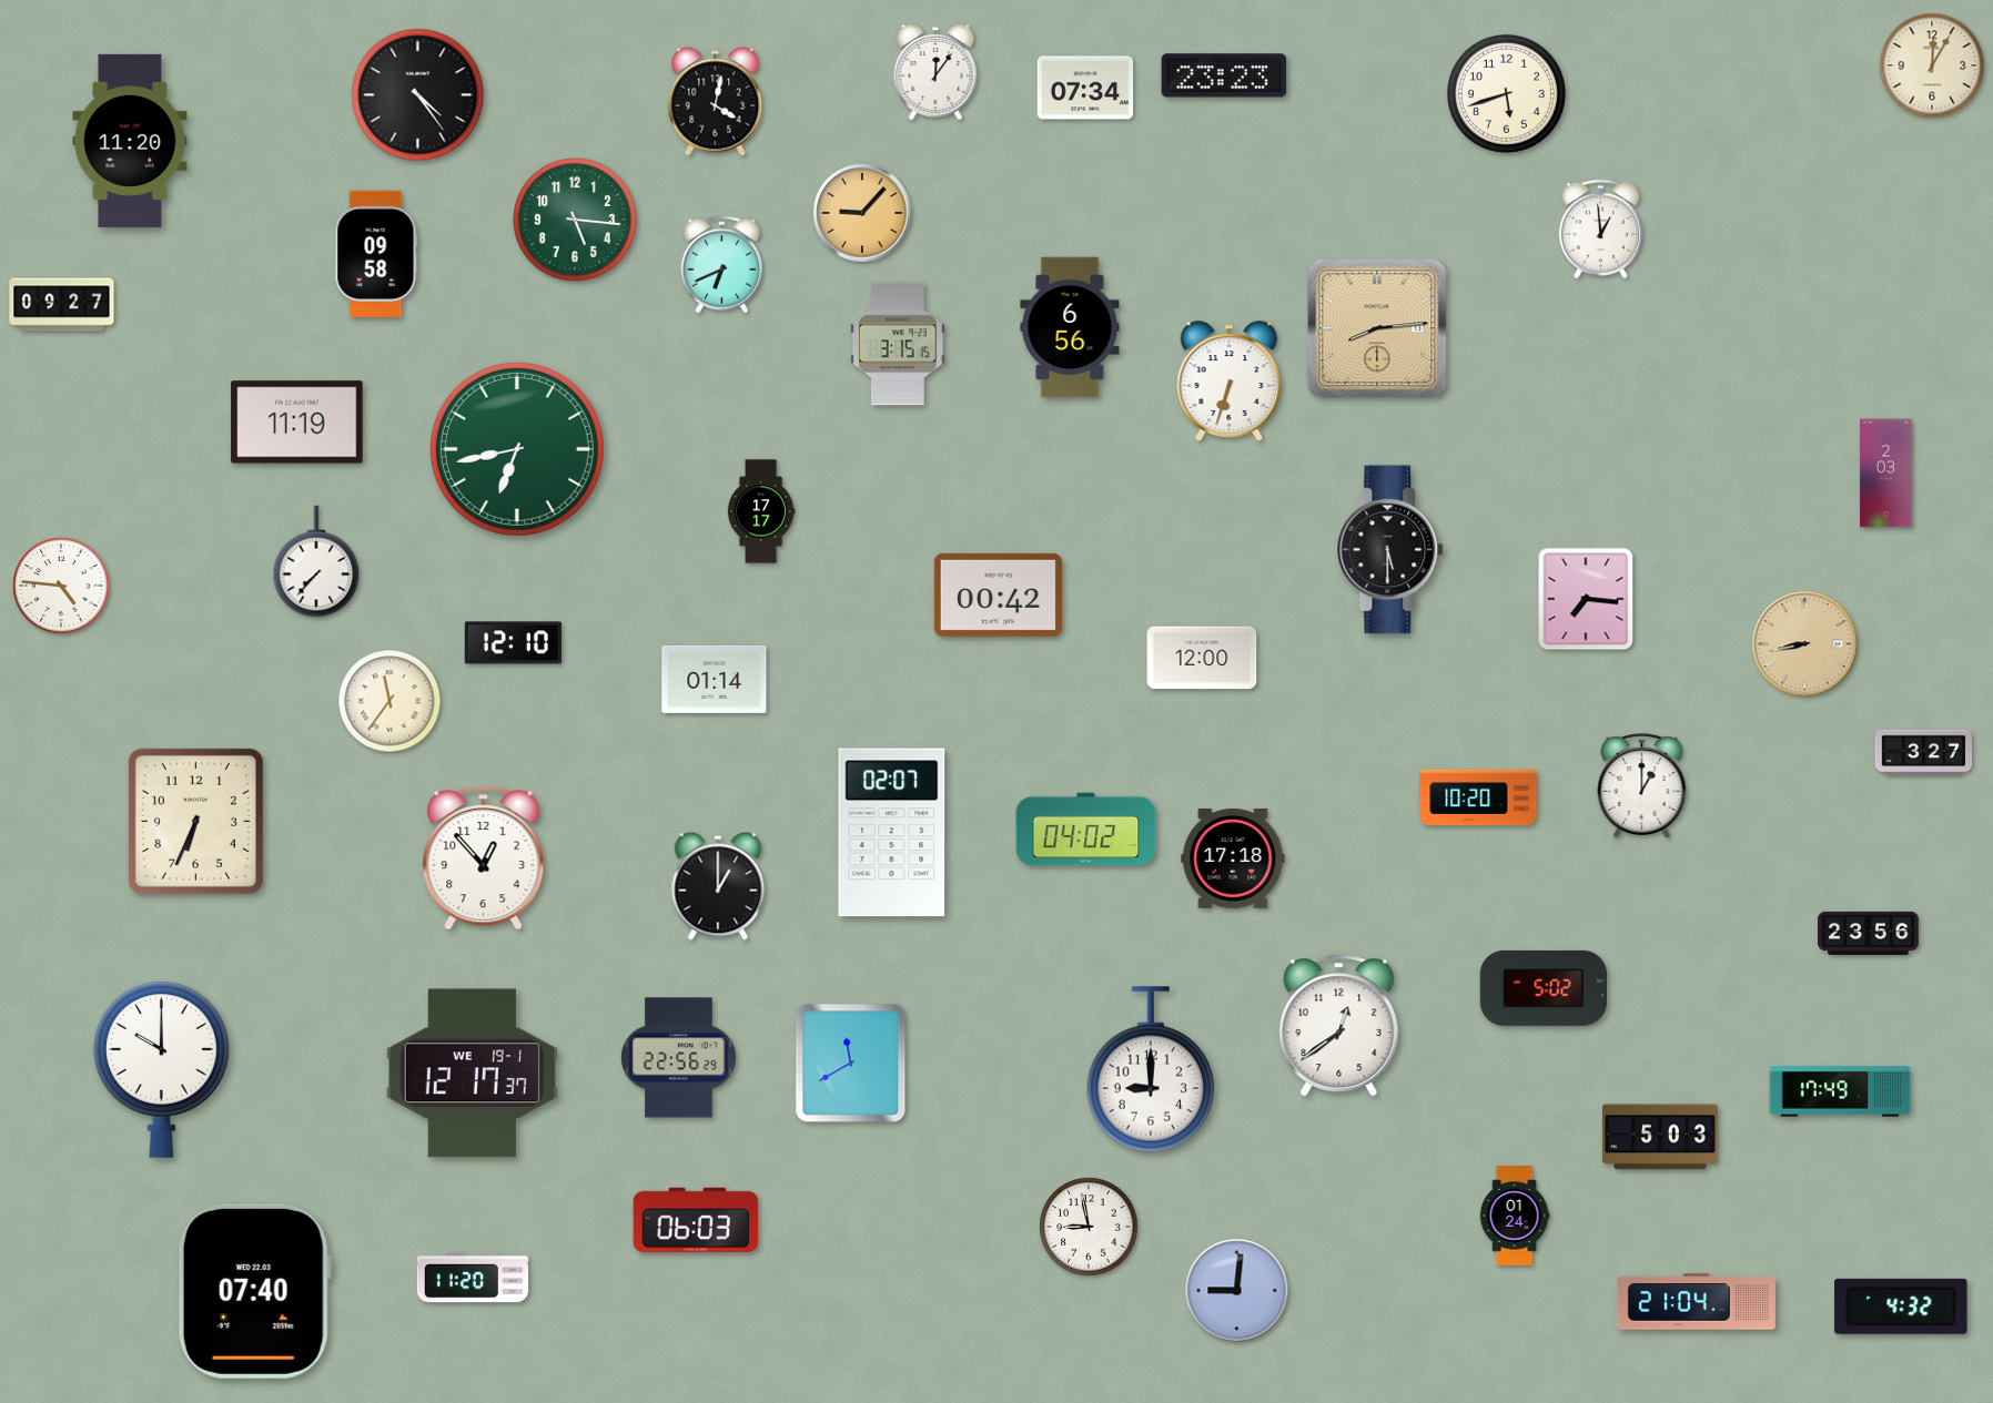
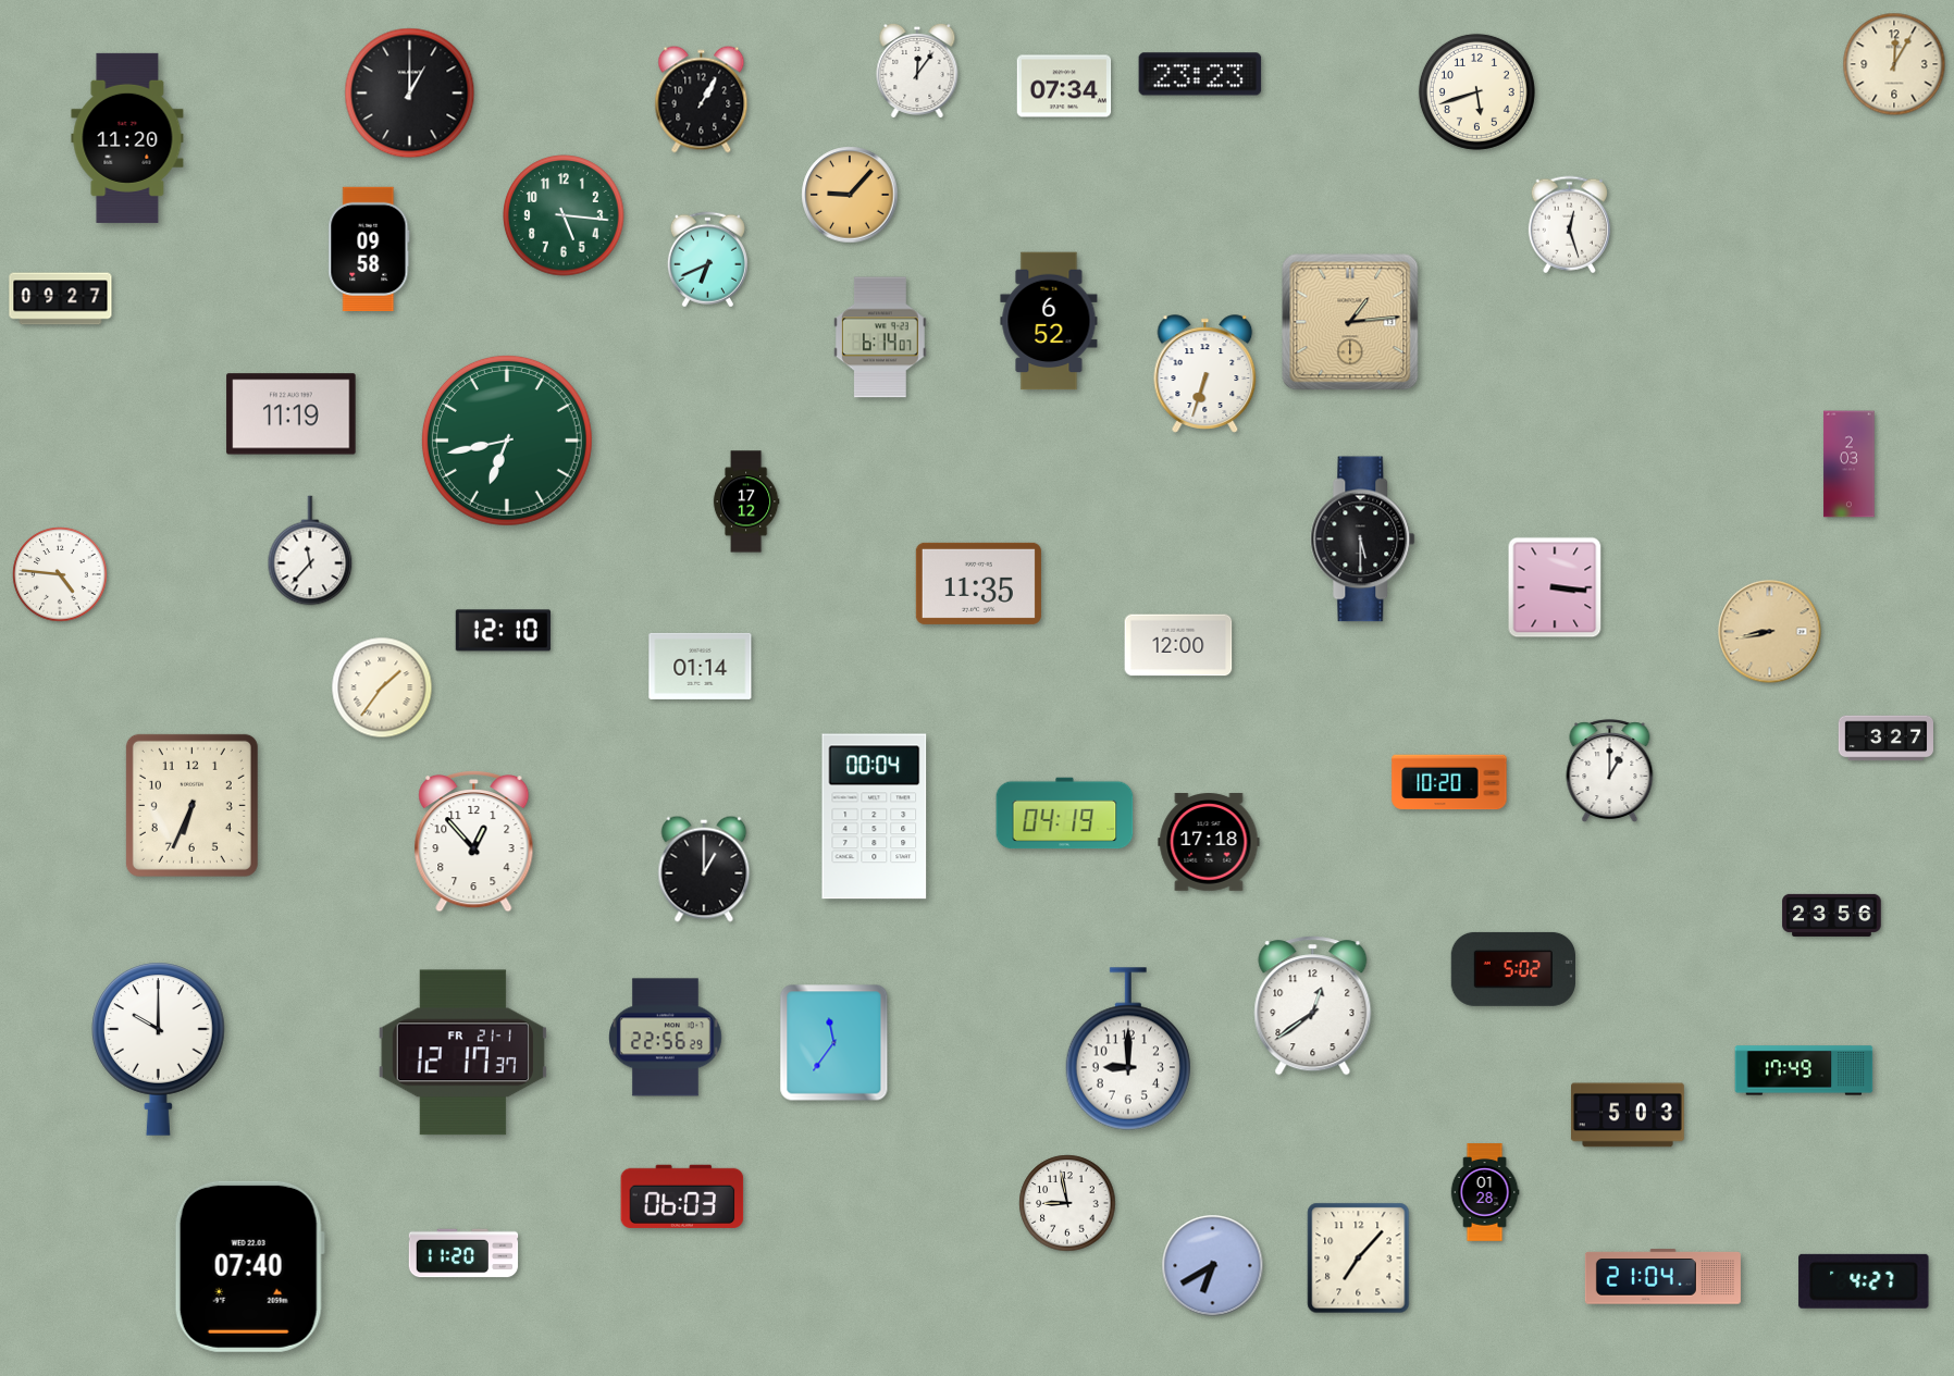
clock at (418, 95): 4:24 -> 1:00
clock at (716, 102): 4:02 -> 1:05
clock at (862, 213) position: (862, 213) -> (850, 195)
clock at (1600, 230): 12:59 -> 12:27
clock at (1070, 327): 6:56 -> 6:52
clock at (1377, 328): 8:14 -> 1:14
clock at (898, 344): 3:15 -> 6:14
clock at (761, 511): 17:17 -> 17:12
clock at (316, 561): 7:37 -> 11:37
clock at (998, 594): 00:42 -> 11:35
clock at (1586, 599): 7:16 -> 3:16
clock at (390, 701): 11:36 -> 1:36
clock at (1086, 830): 04:02 -> 04:19
clock at (892, 833): 02:07 -> 00:04
clock at (851, 1064): 11:40 -> 11:36
clock at (472, 1074) date: WE 19-1 -> FR 21-1
clock at (1515, 1216): 01:24 -> 01:28
clock at (1359, 1259): none -> 7:07
clock at (1237, 1291): 9:01 -> 6:40
clock at (1901, 1307): 4:32 -> 4:27
